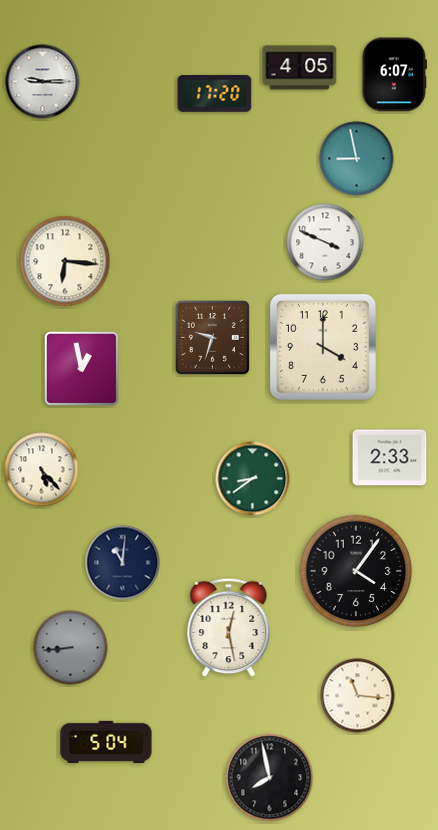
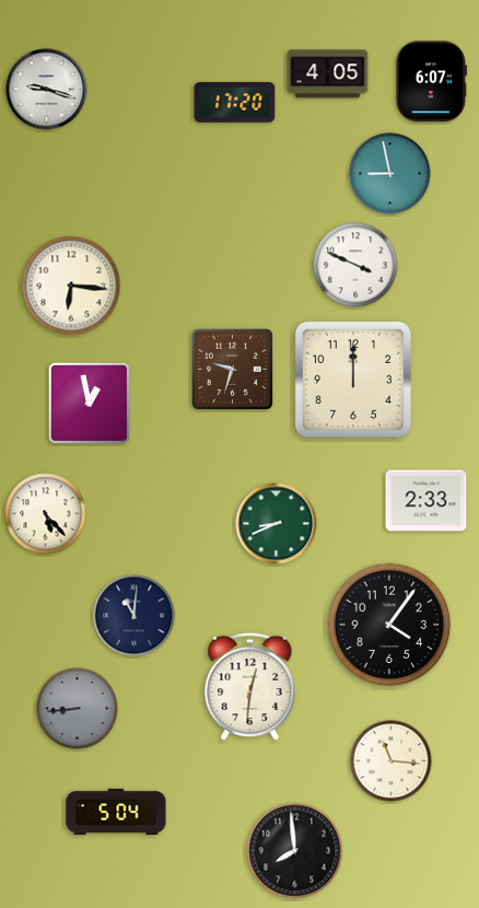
clock at (43, 82): 9:15 -> 9:18
clock at (323, 347): 4:00 -> 12:00
clock at (253, 479): 8:39 -> 8:41
clock at (229, 628): 12:28 -> 12:31
clock at (270, 778): 7:58 -> 7:59
